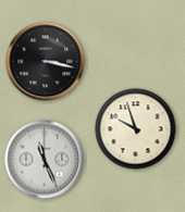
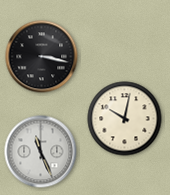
clock at (136, 129): 9:57 -> 10:02
clock at (45, 160) position: (45, 160) -> (41, 152)
